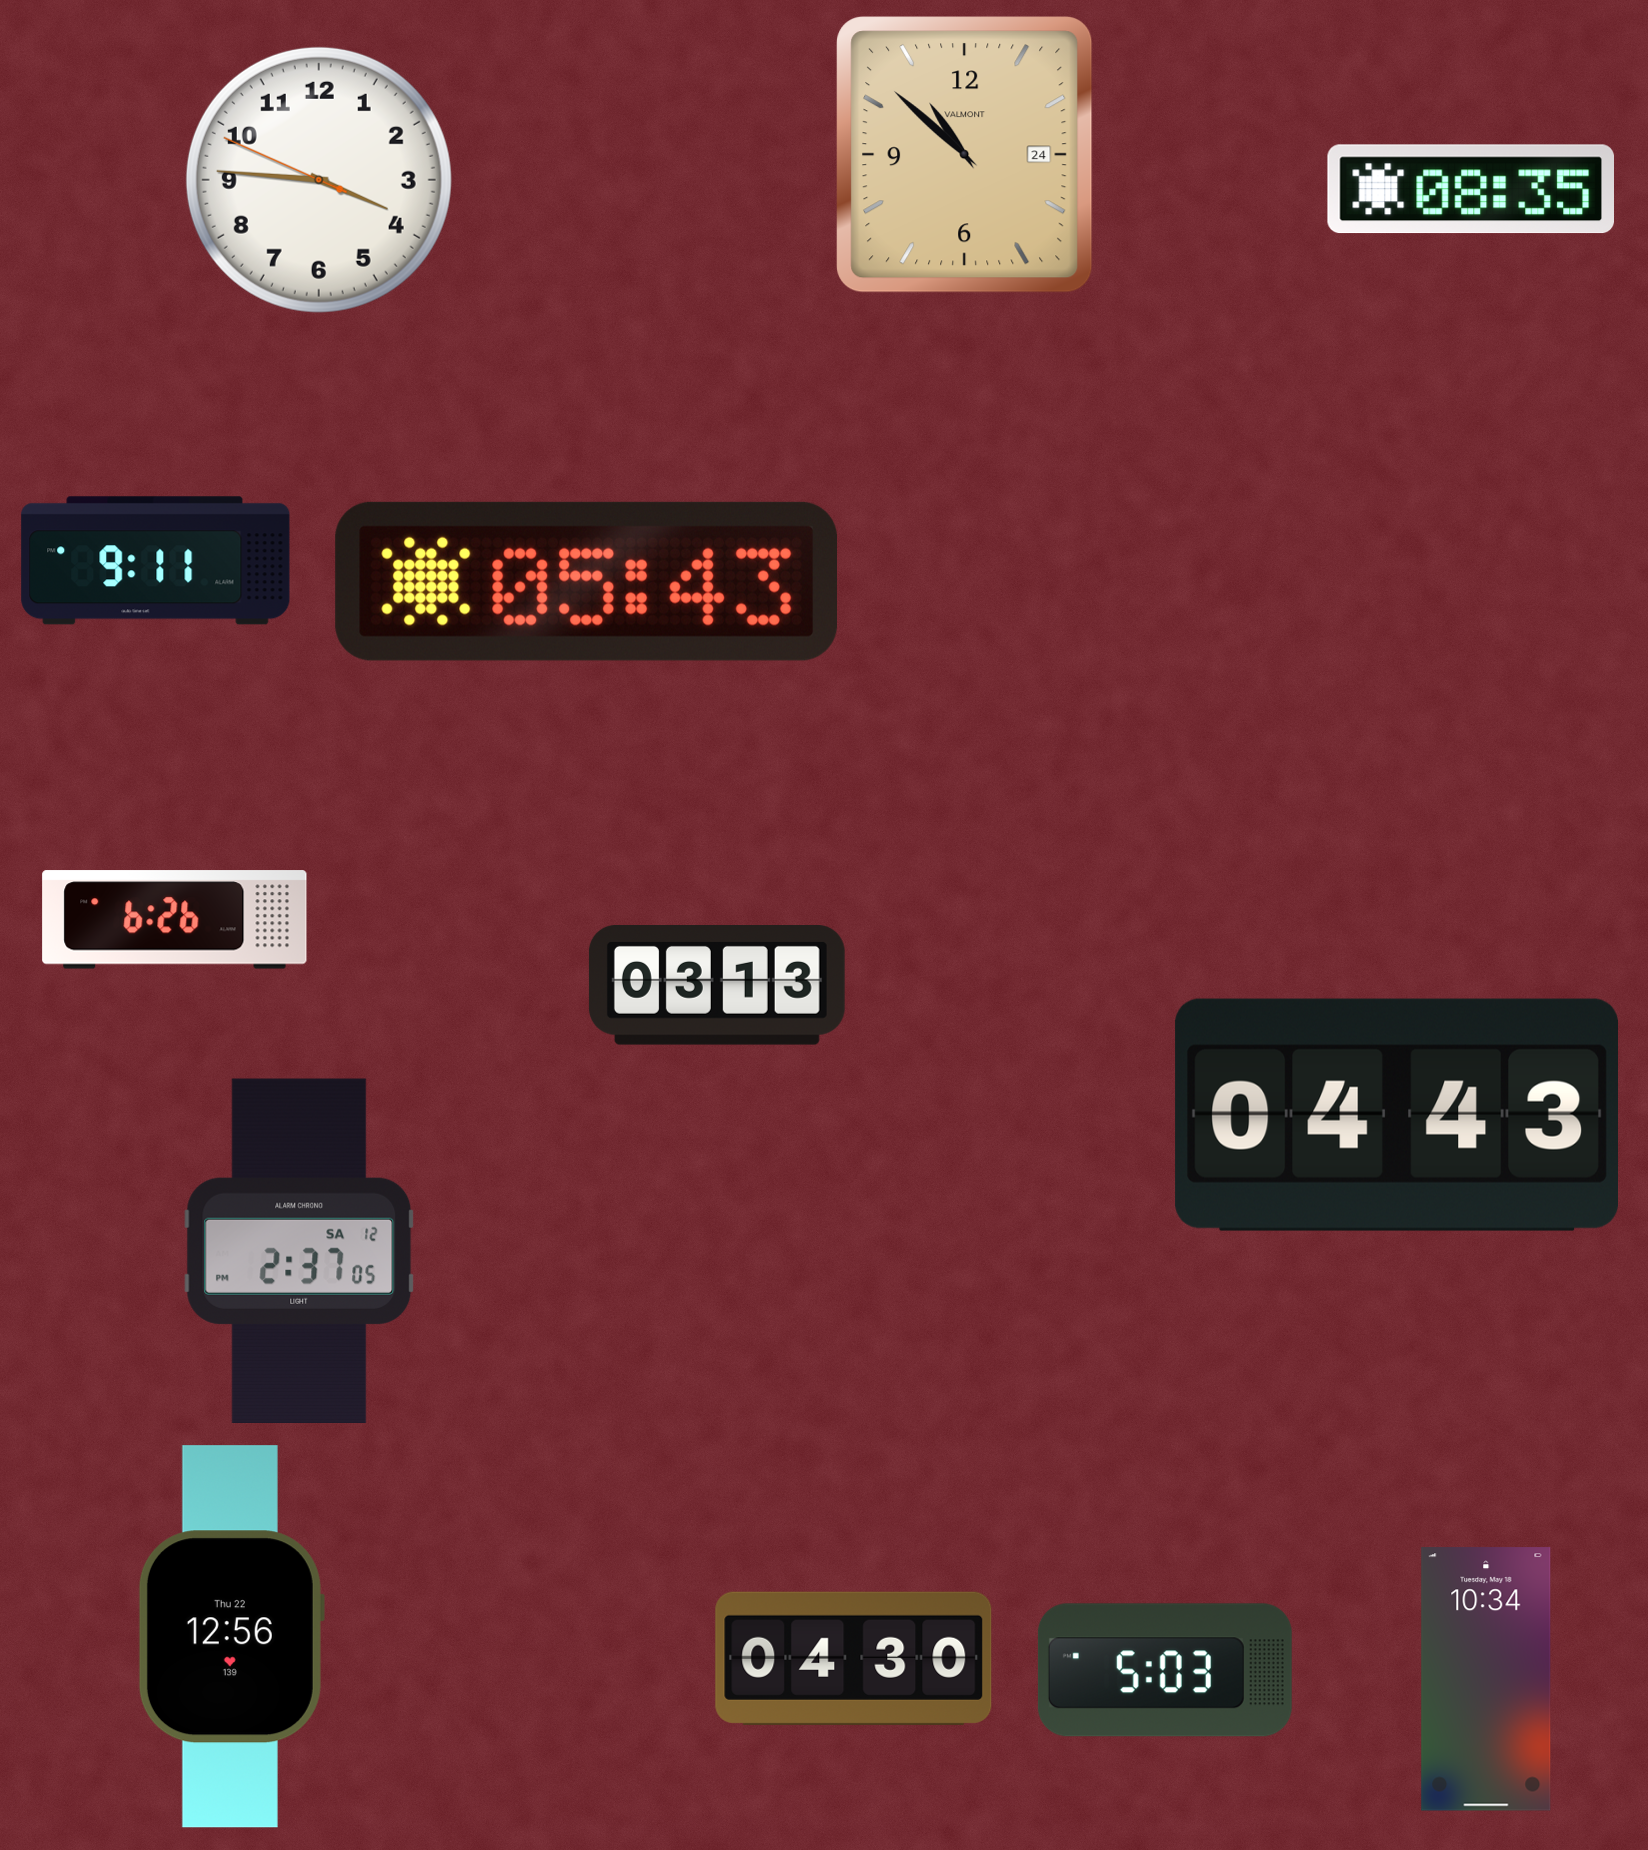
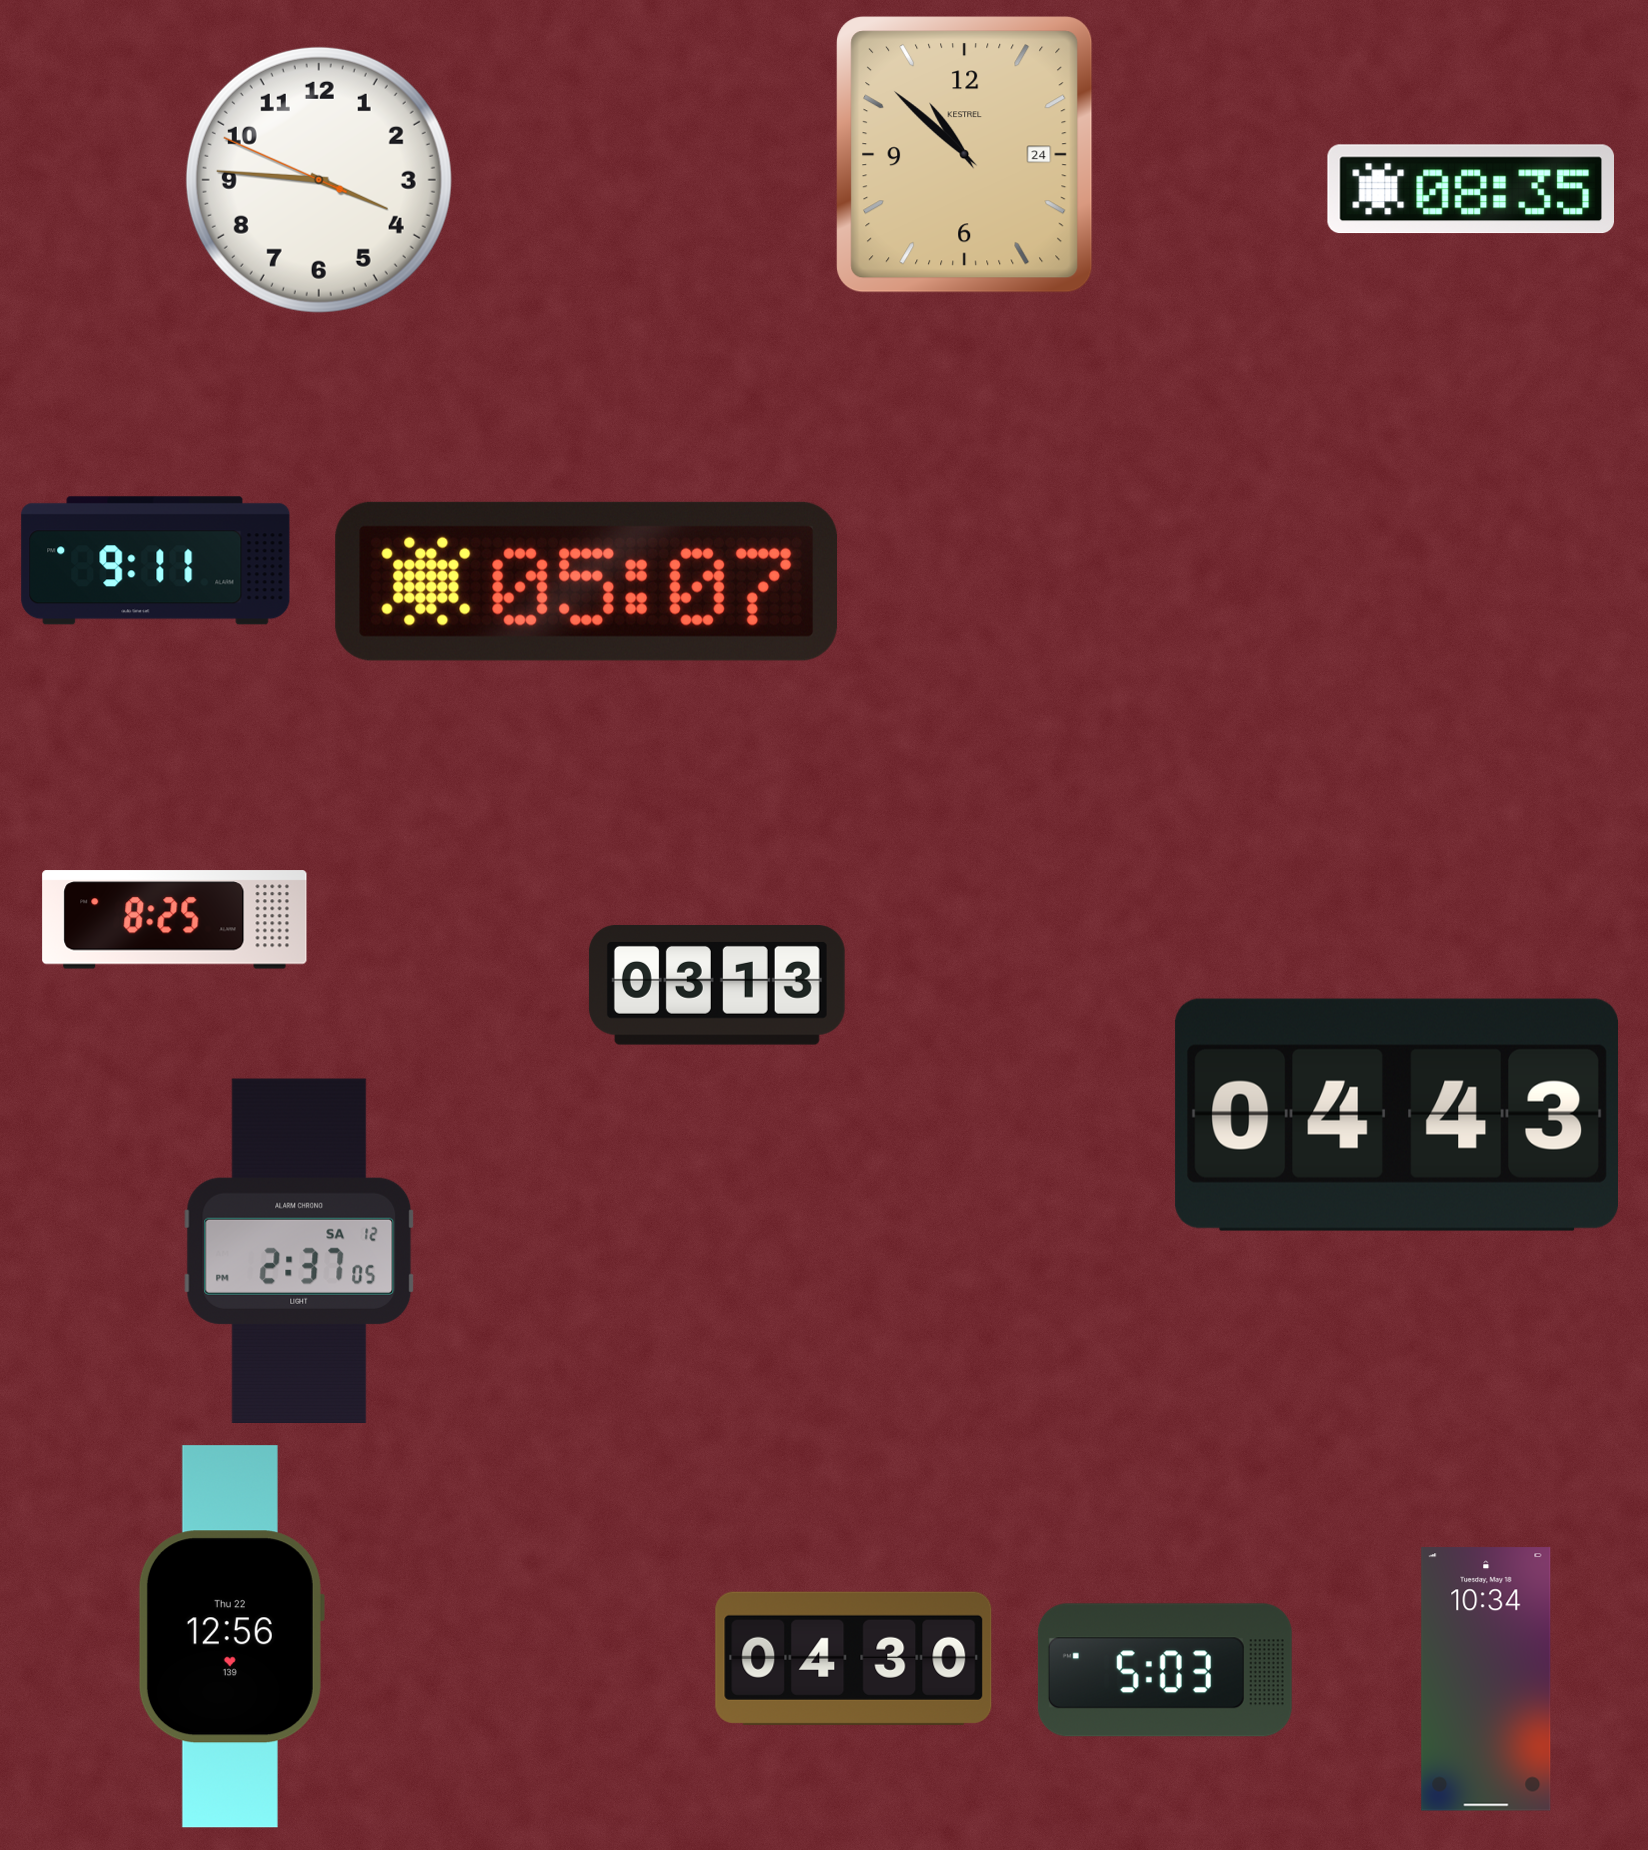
clock at (965, 155) brand: VALMONT -> KESTREL
clock at (586, 581): 05:43 -> 05:07
clock at (175, 920): 6:26 -> 8:25
